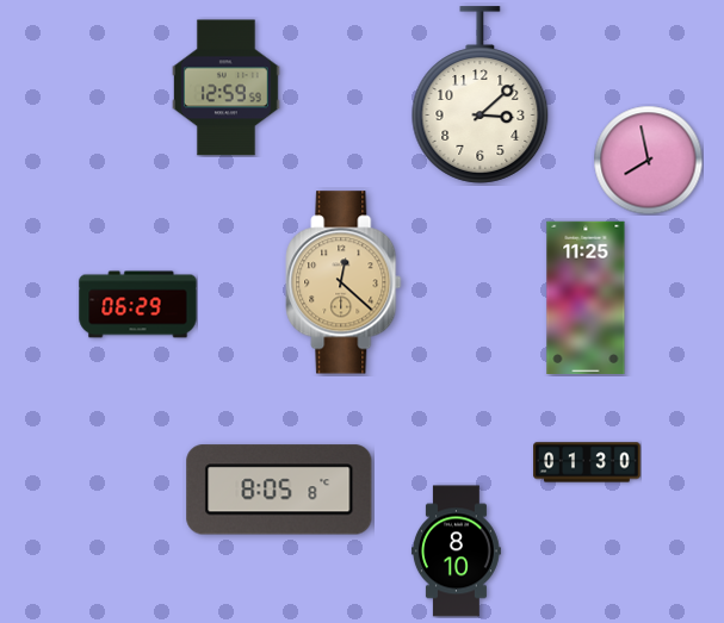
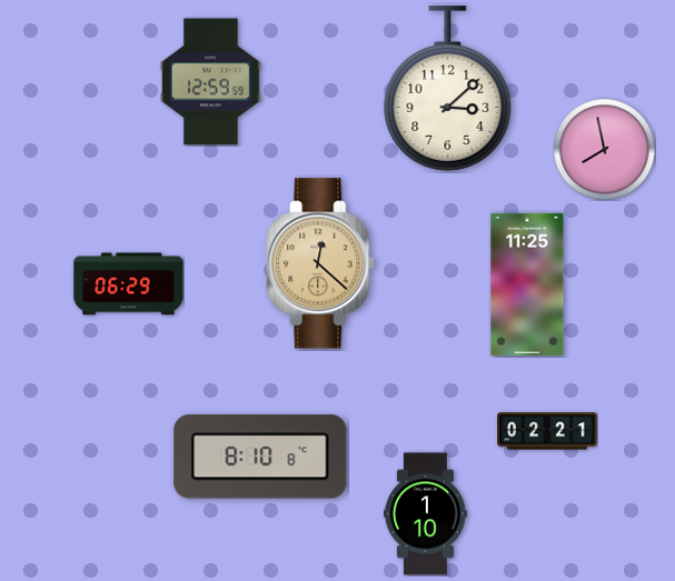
clock at (586, 297) position: (586, 297) -> (527, 283)
clock at (587, 462): 01:30 -> 02:21
clock at (279, 490): 8:05 -> 8:10
clock at (456, 552): 8:10 -> 1:10
